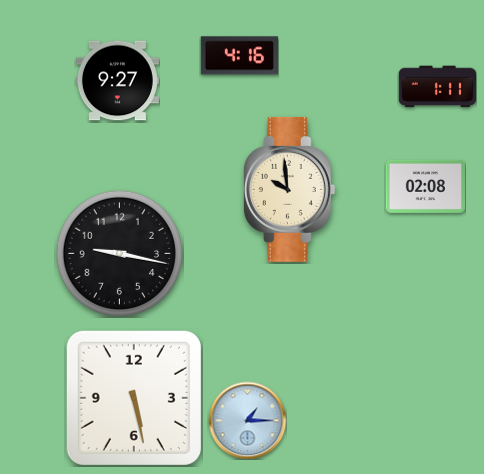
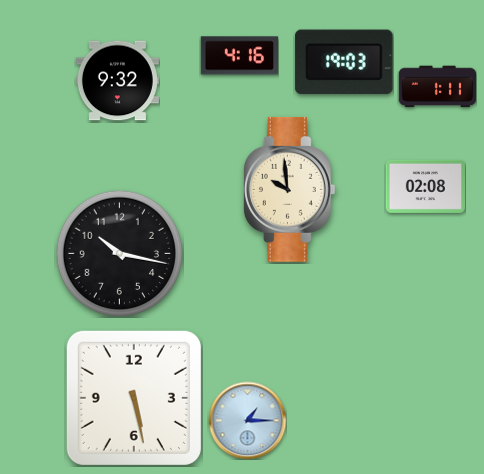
clock at (344, 62): none -> 19:03
clock at (117, 81): 9:27 -> 9:32
clock at (119, 253): 9:17 -> 10:17
